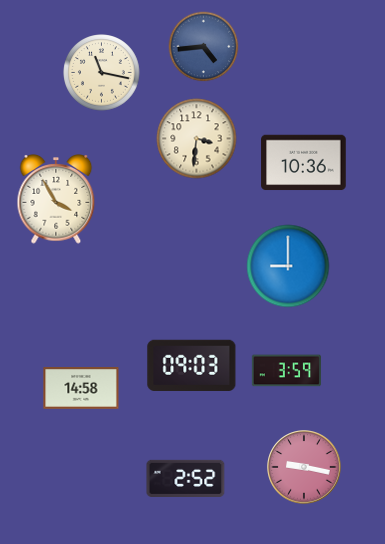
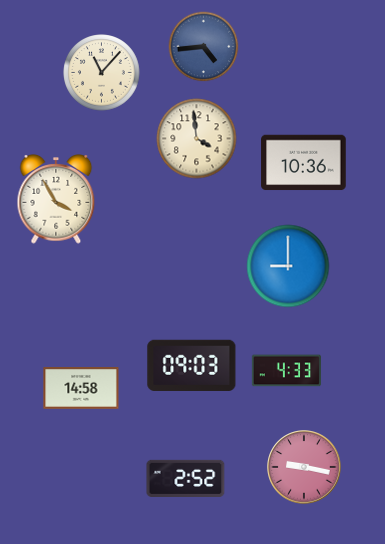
clock at (102, 73): 11:17 -> 11:07
clock at (197, 139): 3:31 -> 3:59
clock at (286, 371): 3:59 -> 4:33
